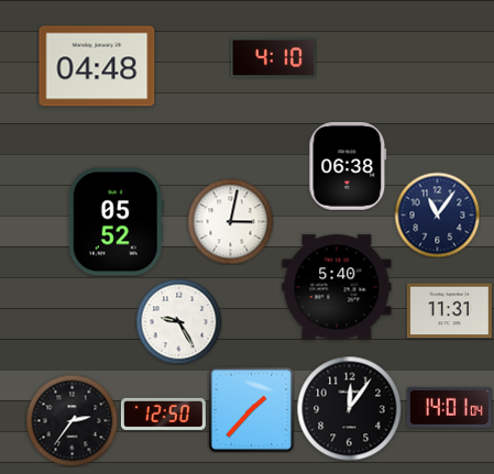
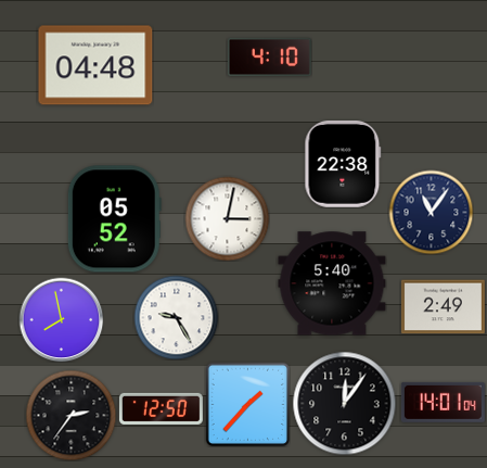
clock at (348, 167): 06:38 -> 22:38
clock at (449, 311): 11:31 -> 2:49
clock at (61, 319): none -> 7:58
